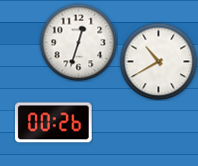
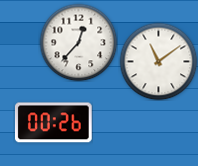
clock at (78, 42): 12:33 -> 12:37
clock at (158, 61): 10:40 -> 11:09
